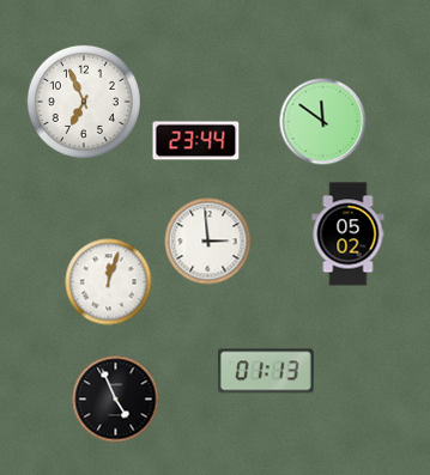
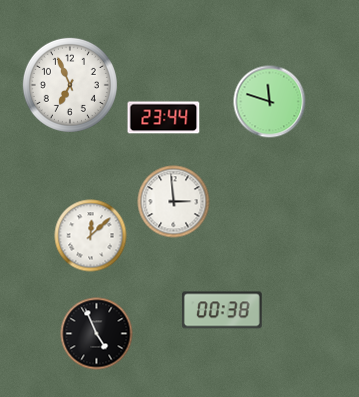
clock at (323, 122): 11:51 -> 11:48
clock at (349, 235): 05:02 -> none
clock at (109, 282): 12:03 -> 12:08
clock at (266, 371): 01:13 -> 00:38
